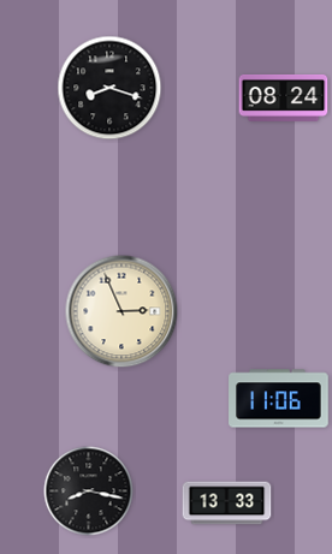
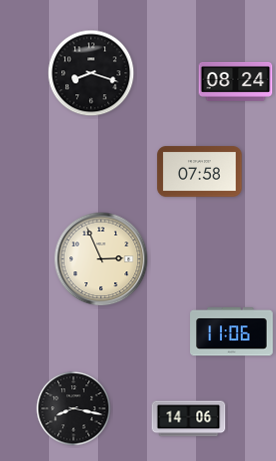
clock at (200, 172): none -> 07:58
clock at (227, 504): 13:33 -> 14:06
